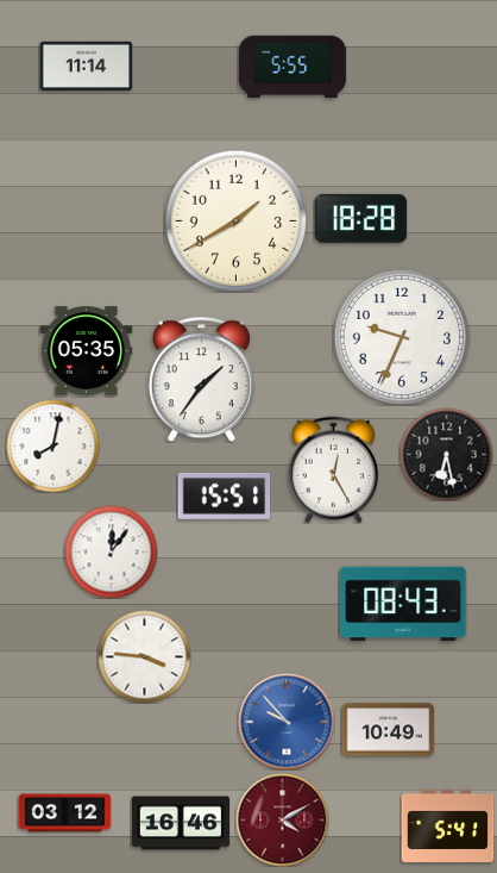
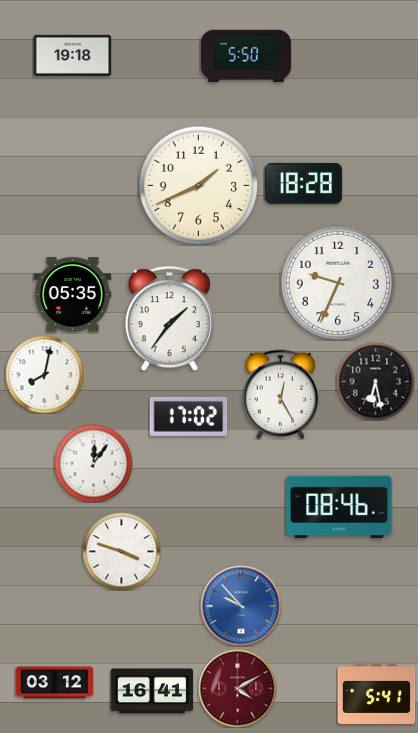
clock at (86, 66): 11:14 -> 19:18
clock at (292, 67): 5:55 -> 5:50
clock at (235, 220): 1:40 -> 1:41
clock at (224, 495): 15:51 -> 17:02
clock at (403, 604): 08:43 -> 08:46
clock at (144, 656): 3:46 -> 3:48
clock at (388, 730): 10:49 -> none
clock at (180, 823): 16:46 -> 16:41
